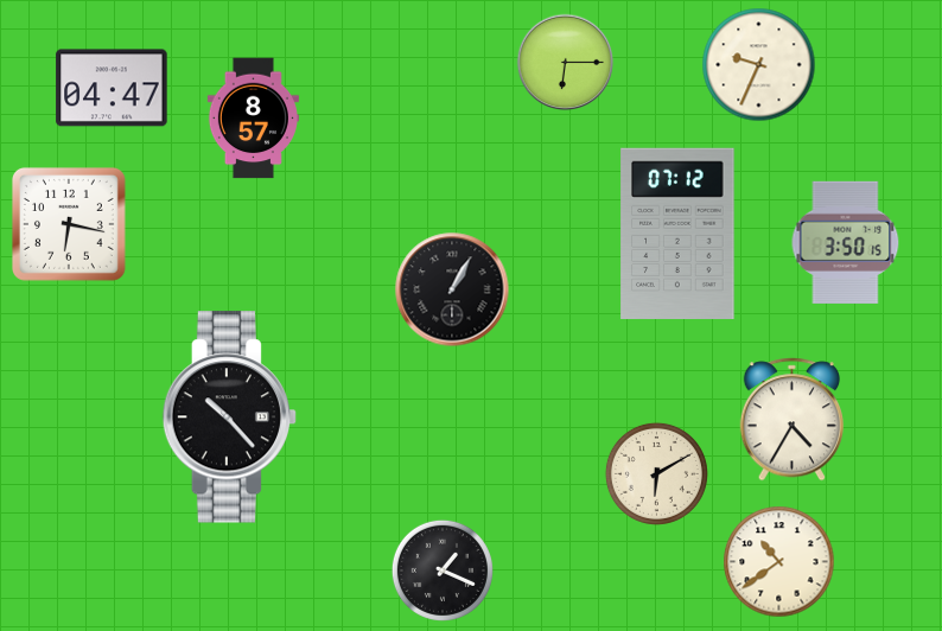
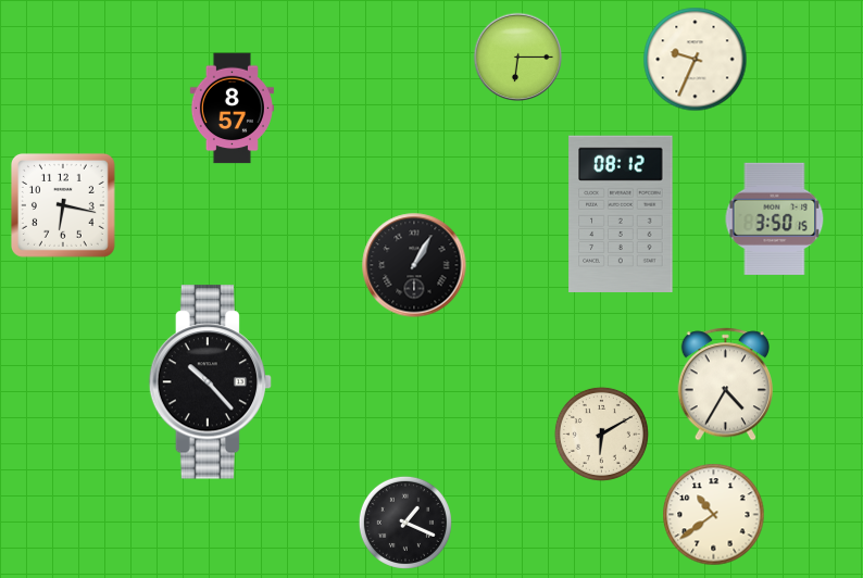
clock at (112, 88): 04:47 -> none
clock at (677, 232): 07:12 -> 08:12
clock at (846, 242) position: (846, 242) -> (775, 218)
